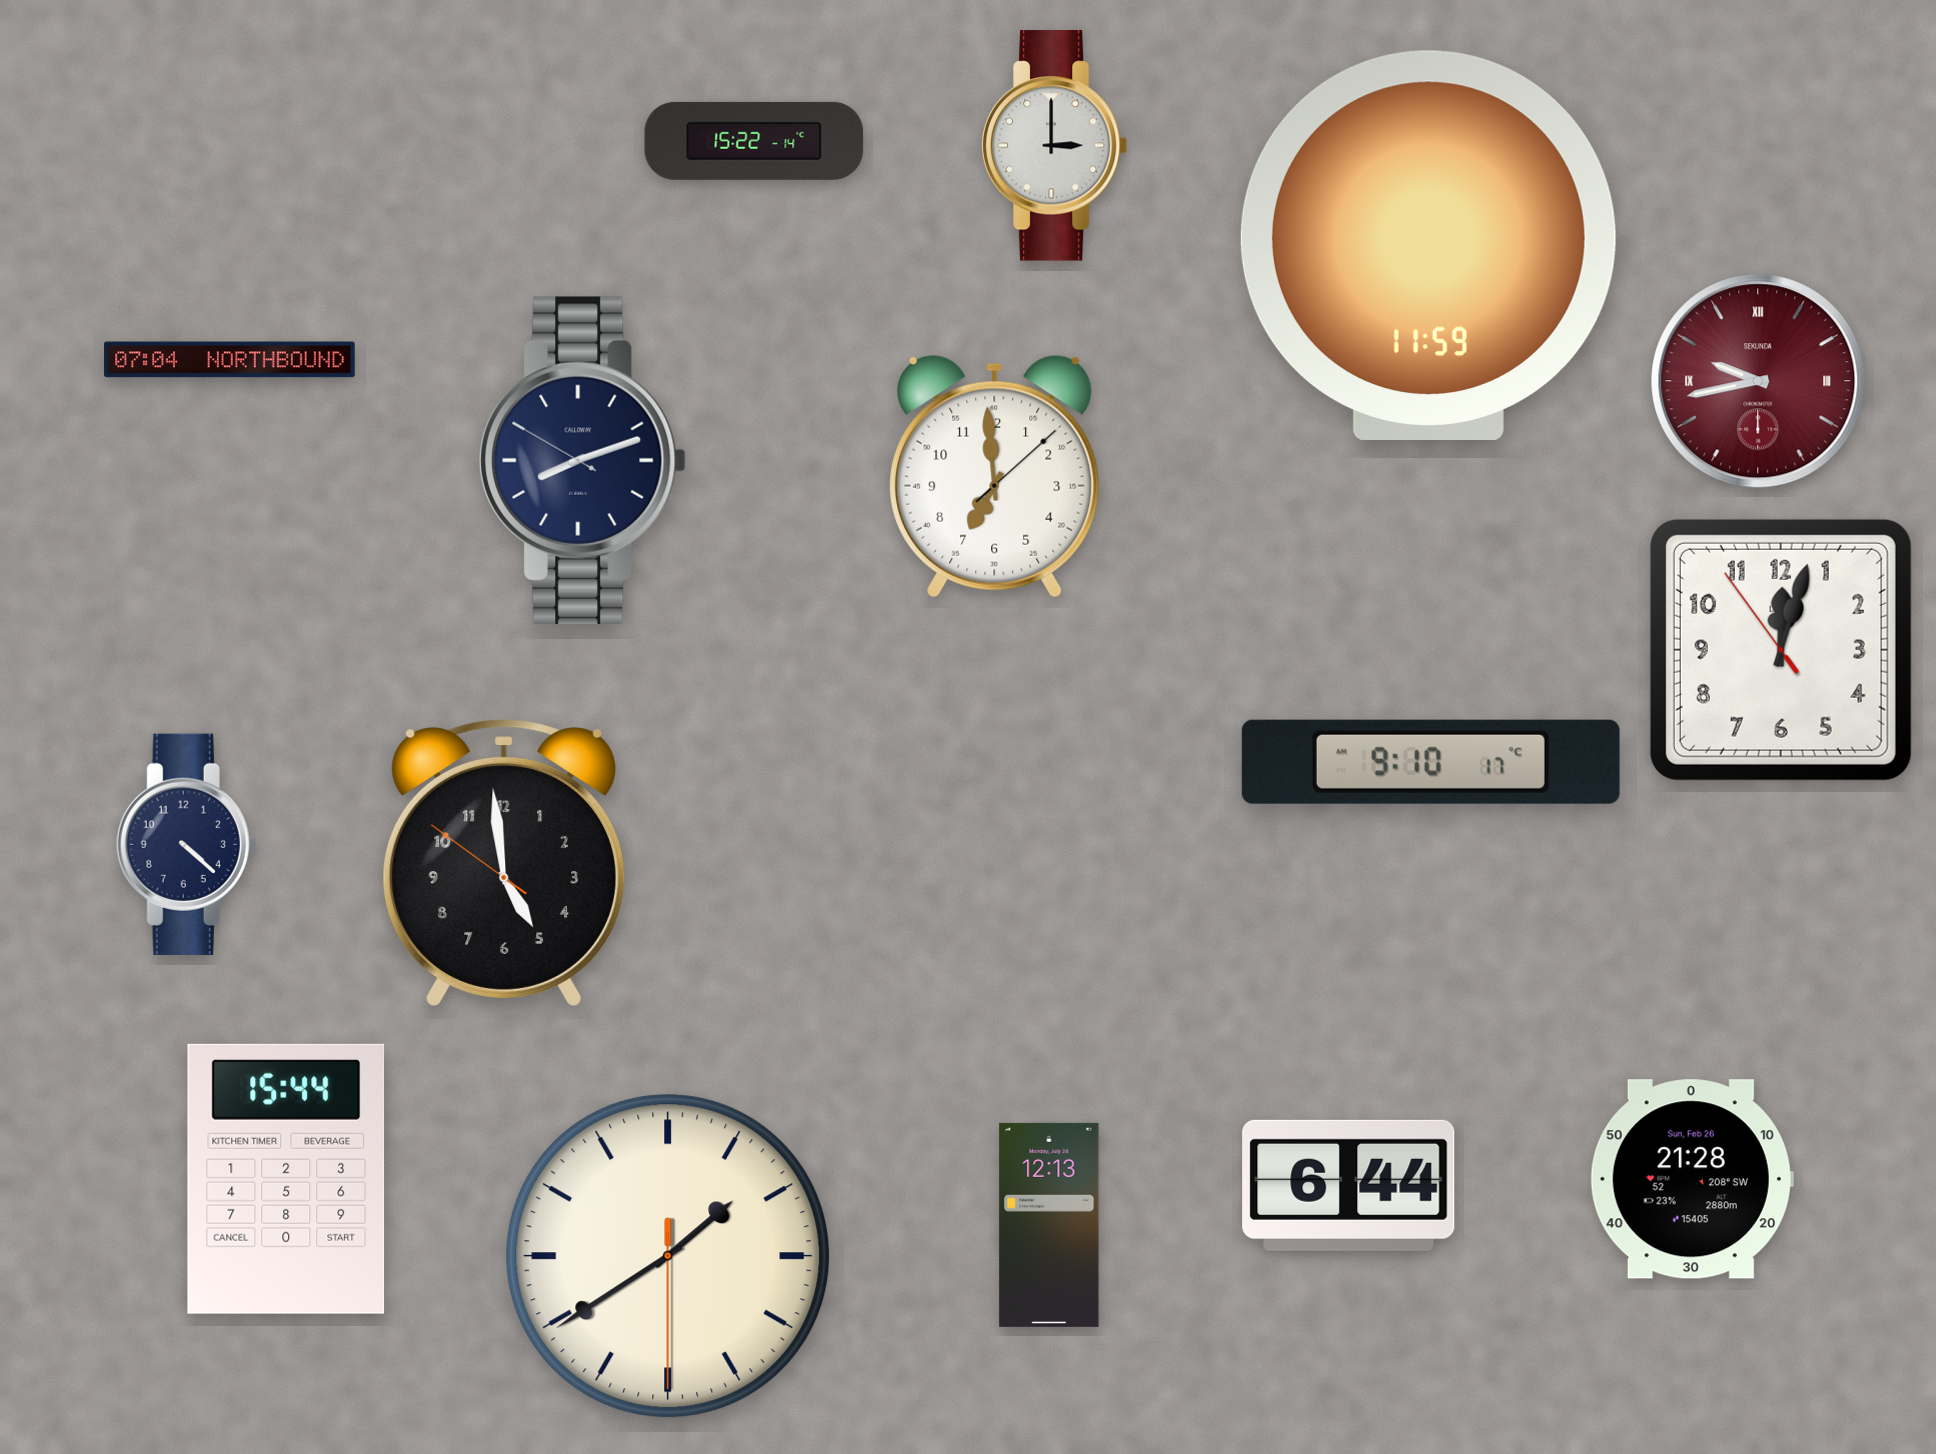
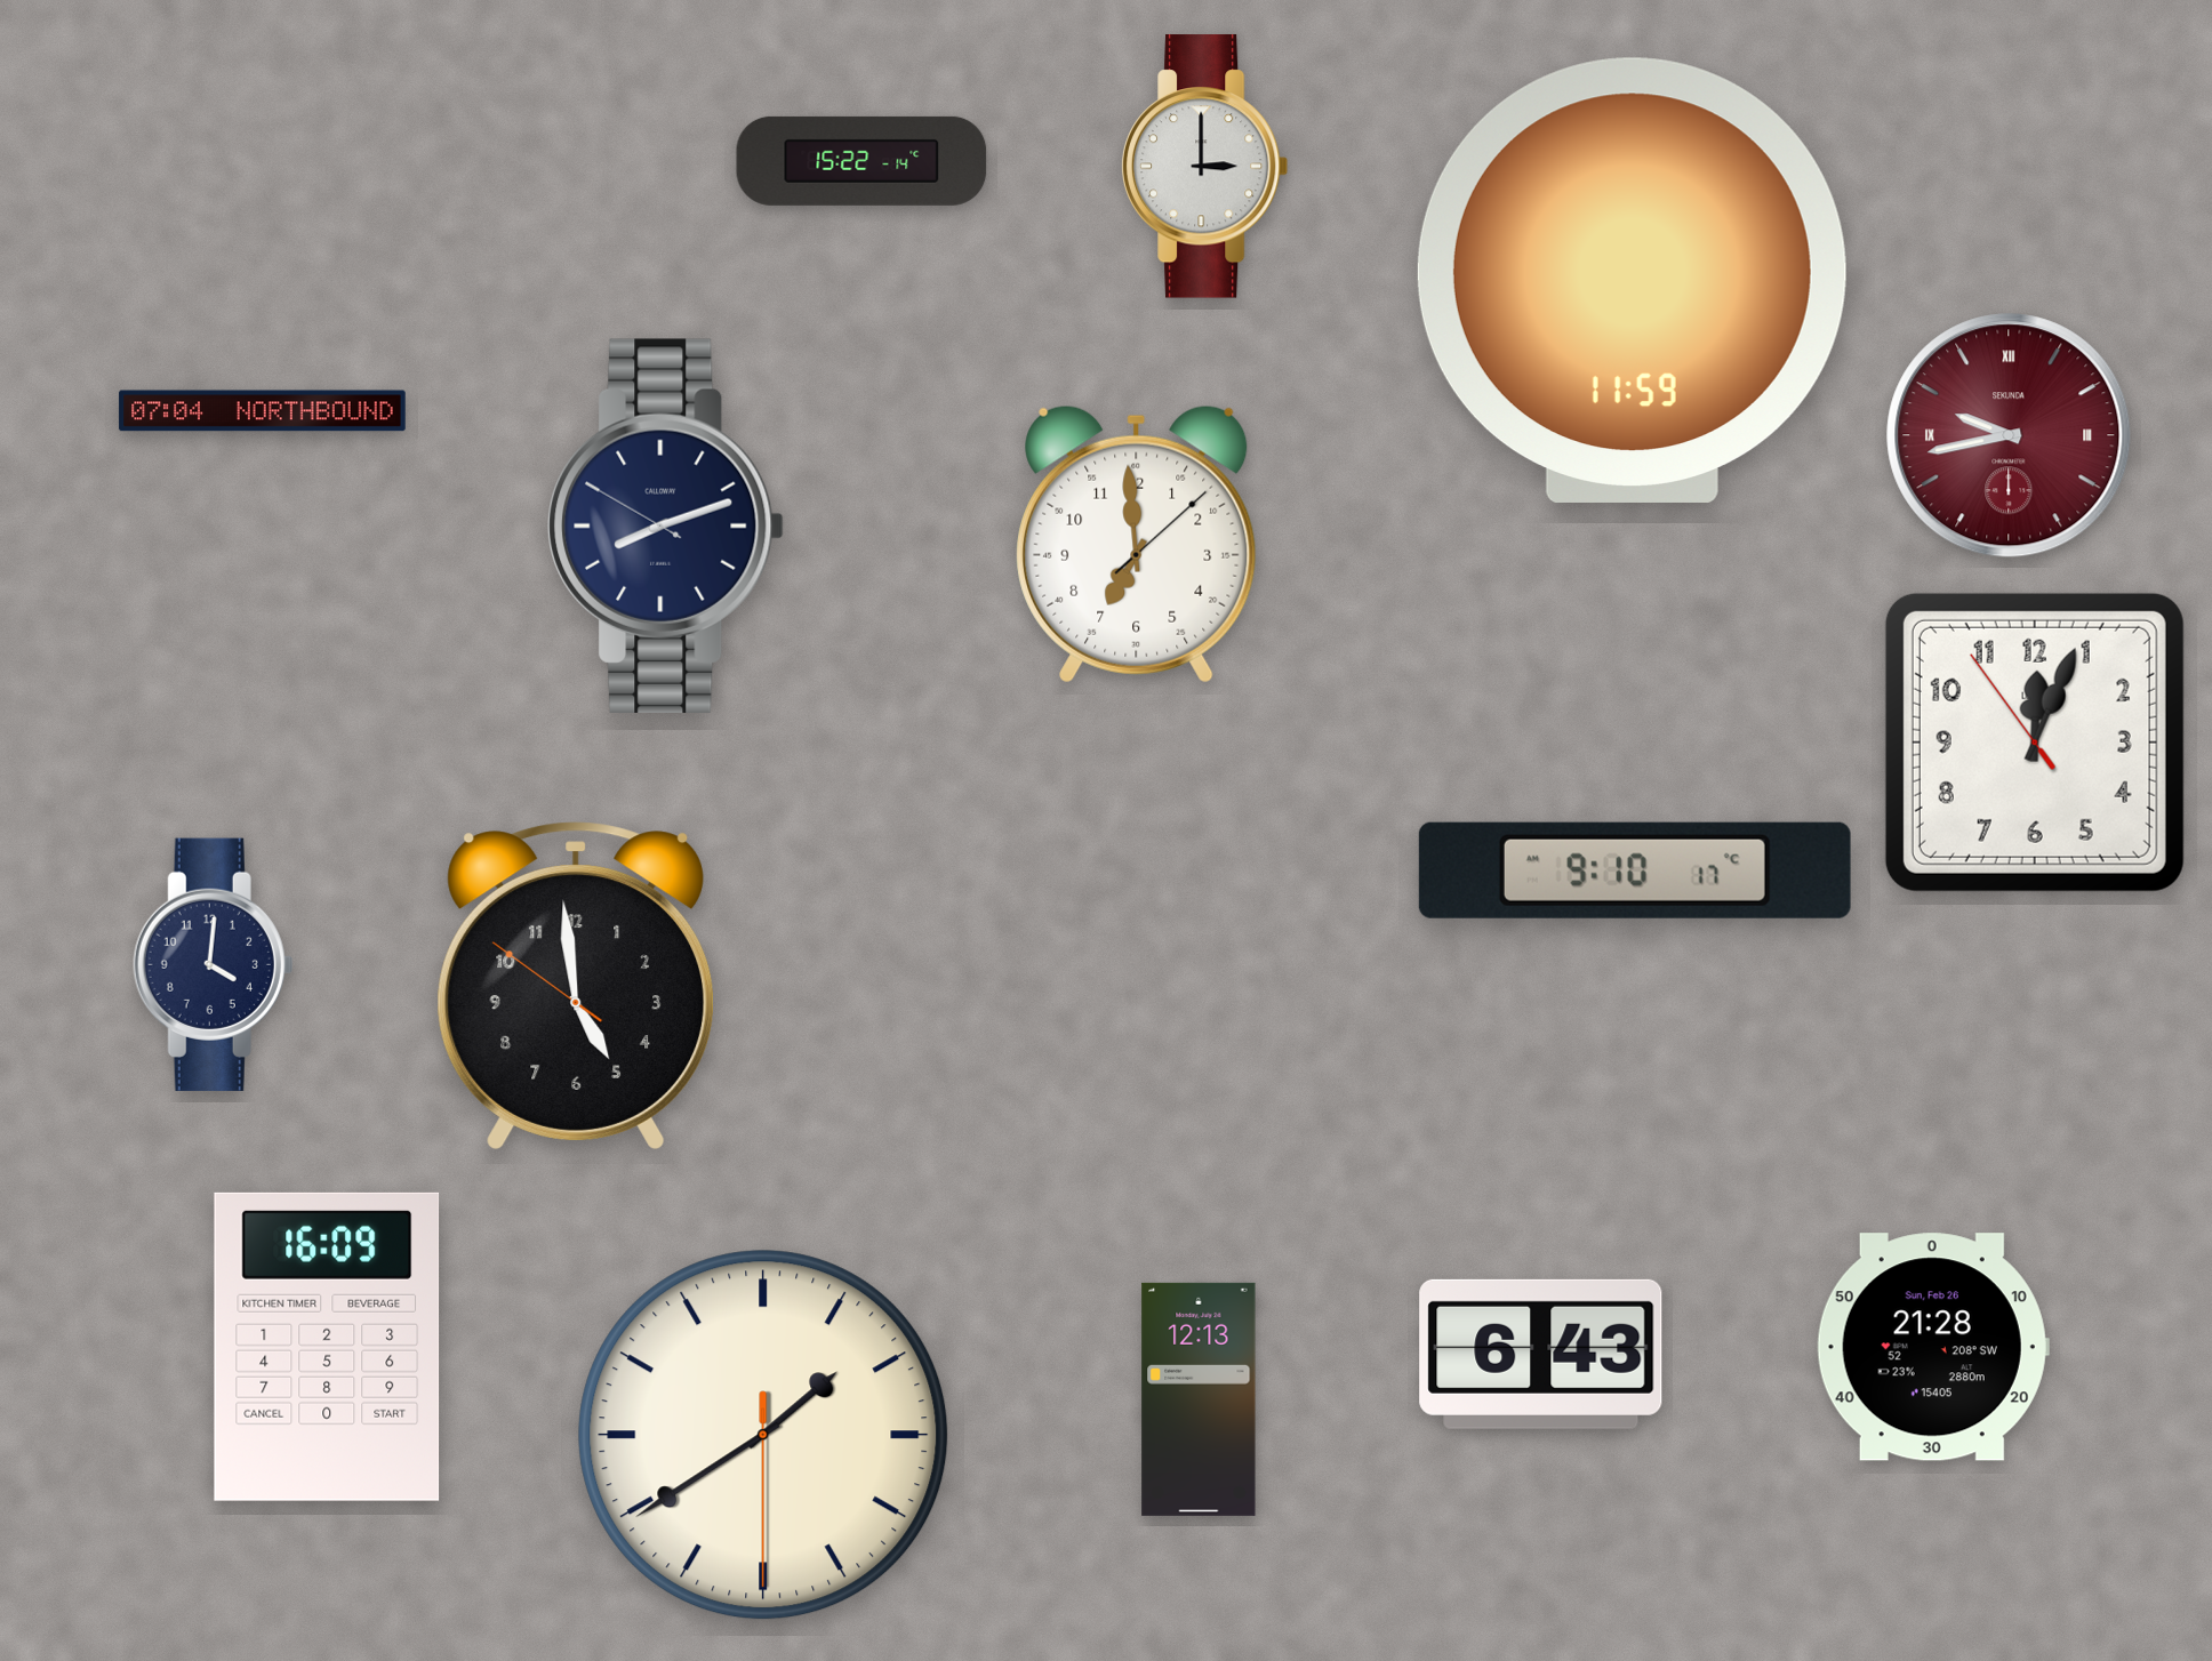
clock at (1781, 650): 12:02 -> 12:03
clock at (187, 844): 4:22 -> 4:01
clock at (286, 1179): 15:44 -> 16:09
clock at (1349, 1185): 6:44 -> 6:43
